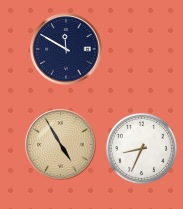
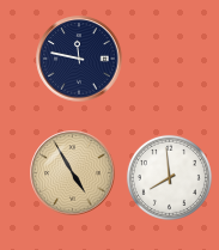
clock at (66, 49): 11:50 -> 11:47
clock at (141, 148): 8:34 -> 7:59
